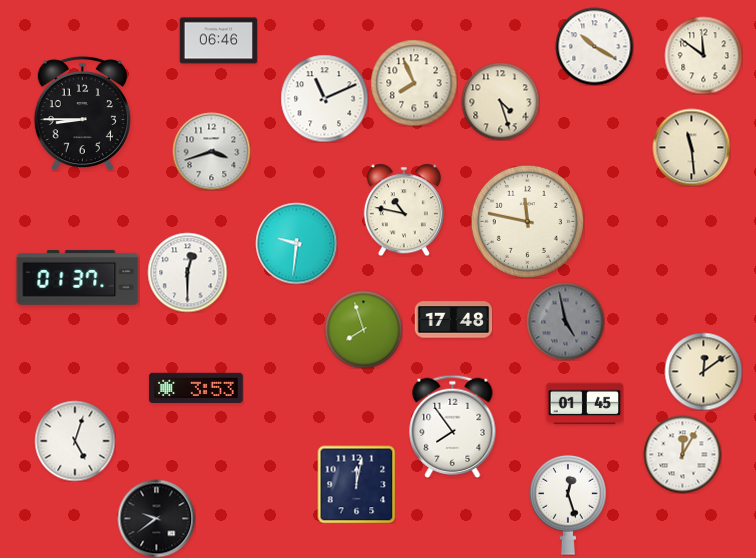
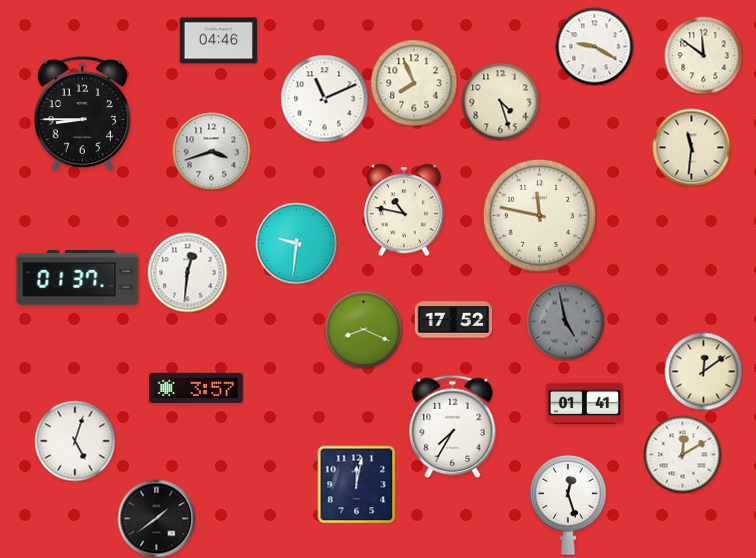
clock at (218, 41): 06:46 -> 04:46
clock at (594, 46): 10:20 -> 9:20
clock at (691, 147): 11:29 -> 11:31
clock at (527, 221) position: (527, 221) -> (539, 215)
clock at (187, 272): 12:30 -> 12:31
clock at (453, 320): 17:48 -> 17:52
clock at (363, 329): 7:57 -> 8:19
clock at (196, 388): 3:53 -> 3:57
clock at (584, 404): 01:45 -> 01:41
clock at (453, 426): 7:54 -> 7:35
clock at (682, 454): 12:05 -> 12:10
clock at (156, 518): 9:39 -> 1:39
